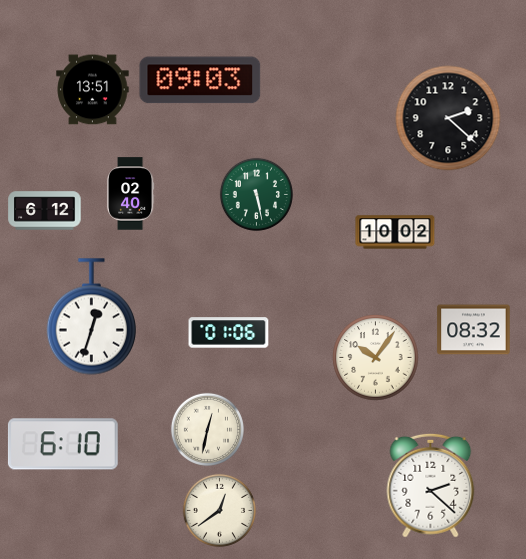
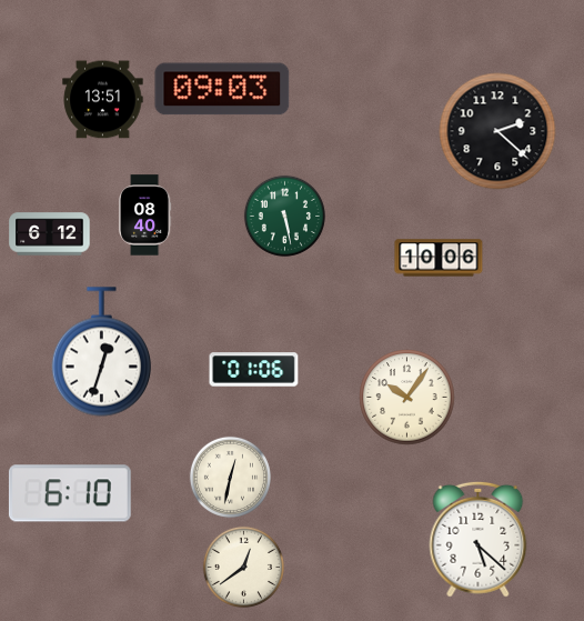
clock at (130, 194): 02:40 -> 08:40
clock at (395, 232): 10:02 -> 10:06
clock at (474, 330): 08:32 -> none
clock at (376, 358) position: (376, 358) -> (407, 398)
clock at (431, 485): 2:22 -> 5:22
